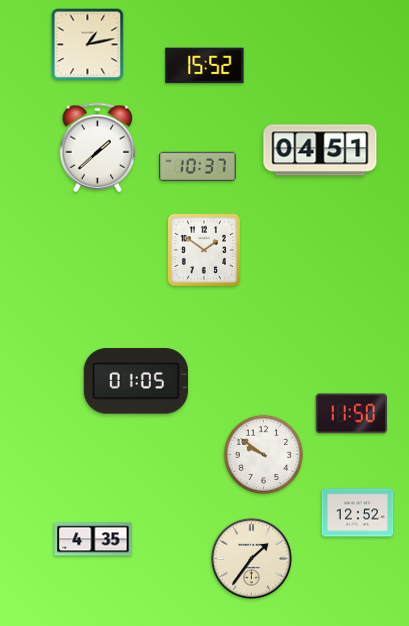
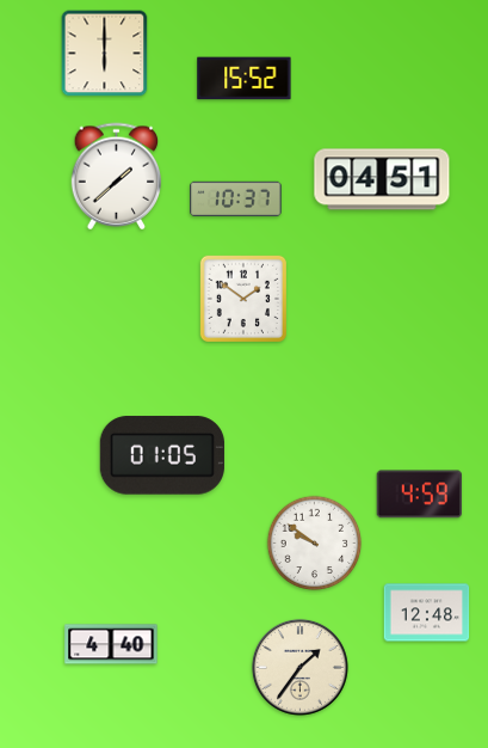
clock at (88, 45): 1:13 -> 6:00
clock at (351, 414): 11:50 -> 4:59
clock at (358, 513): 12:52 -> 12:48
clock at (93, 539): 4:35 -> 4:40
